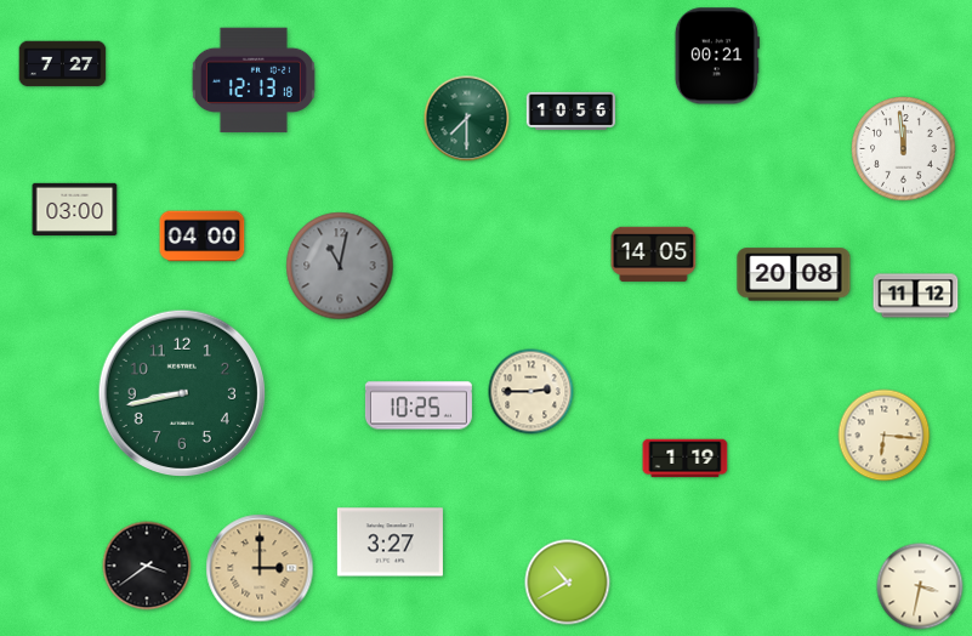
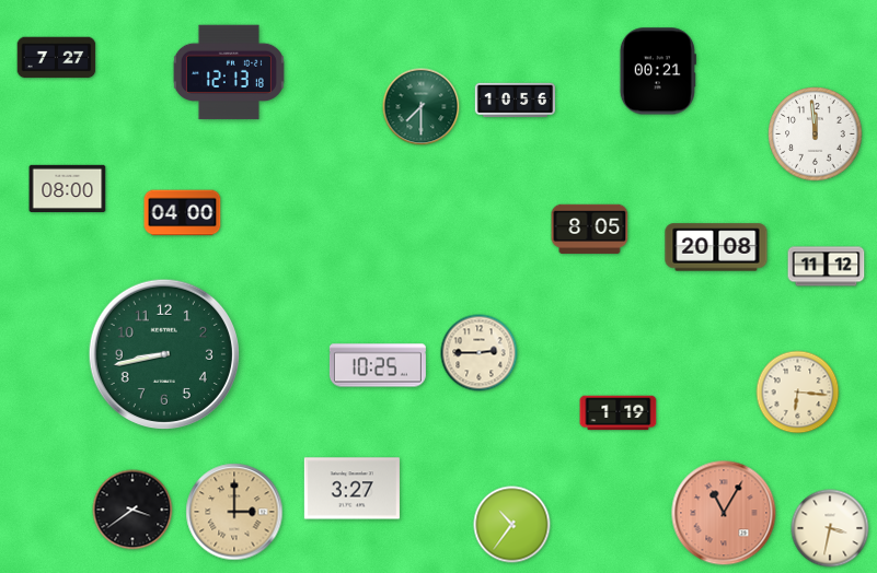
clock at (717, 56) position: (717, 56) -> (658, 71)
clock at (75, 209): 03:00 -> 08:00
clock at (654, 254): 14:05 -> 8:05
clock at (340, 266): 11:02 -> none
clock at (724, 513): none -> 11:05
clock at (568, 583): 10:40 -> 10:36
